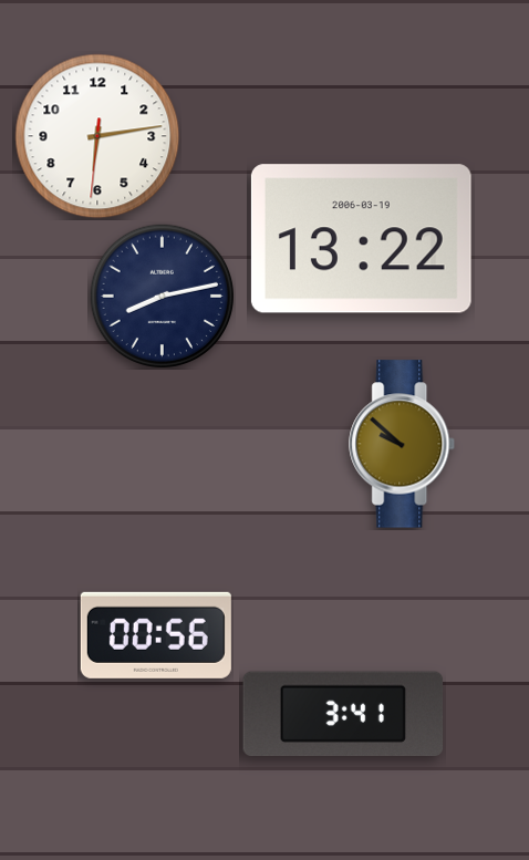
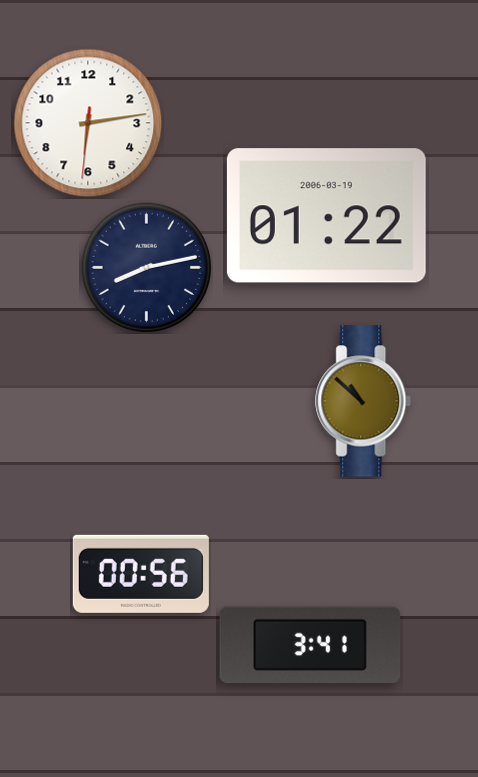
clock at (361, 239): 13:22 -> 01:22
clock at (403, 444): 9:52 -> 10:52
